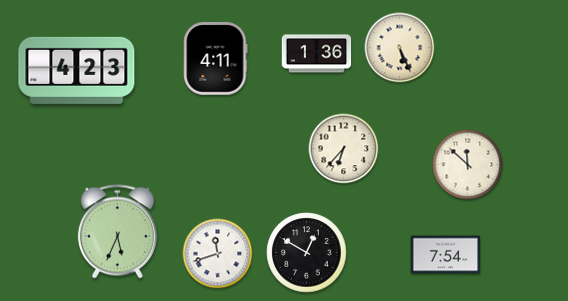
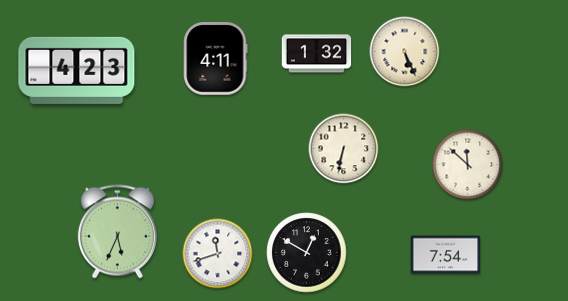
clock at (400, 48) position: (400, 48) -> (405, 52)
clock at (317, 54): 1:36 -> 1:32
clock at (344, 149): 6:37 -> 6:32
